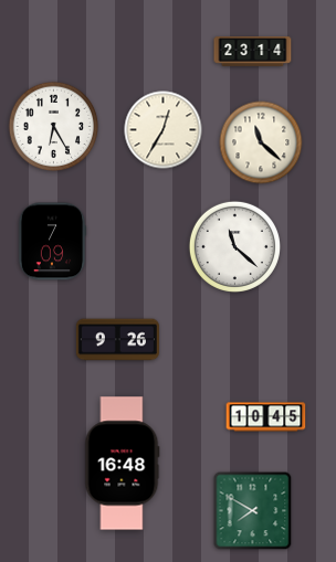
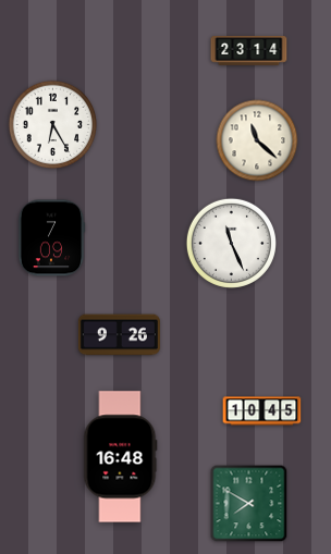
clock at (164, 130): 12:35 -> none
clock at (234, 246): 11:22 -> 11:26
clock at (117, 340) position: (117, 340) -> (119, 335)
